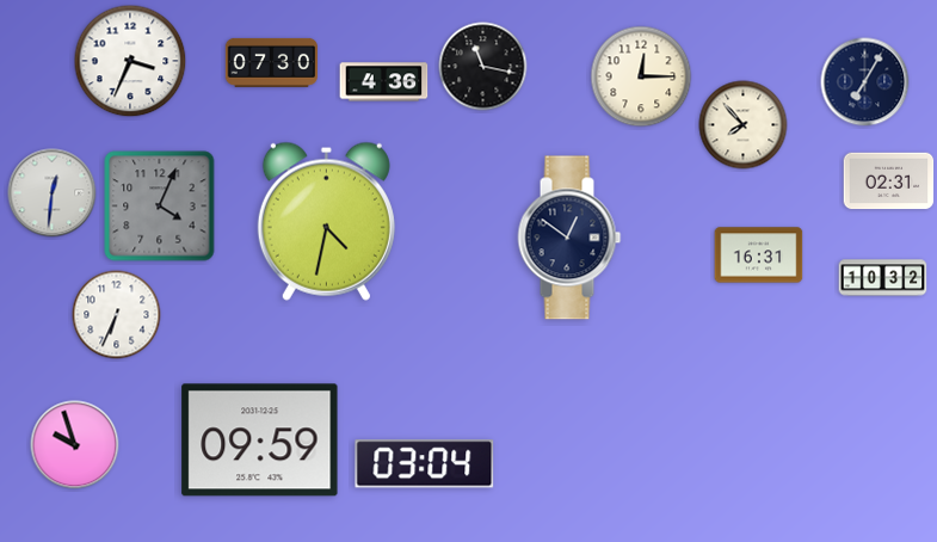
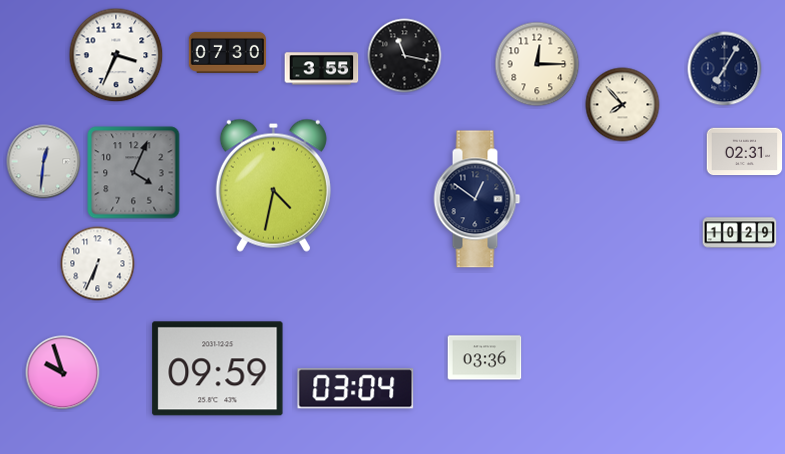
clock at (130, 61) position: (130, 61) -> (116, 55)
clock at (384, 82): 4:36 -> 3:55
clock at (759, 255): 16:31 -> none
clock at (883, 278): 10:32 -> 10:29
clock at (485, 358): none -> 03:36
